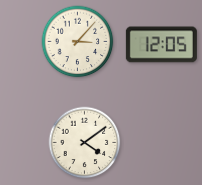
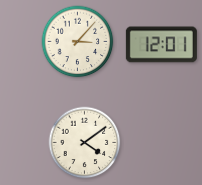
clock at (161, 45): 12:05 -> 12:01
